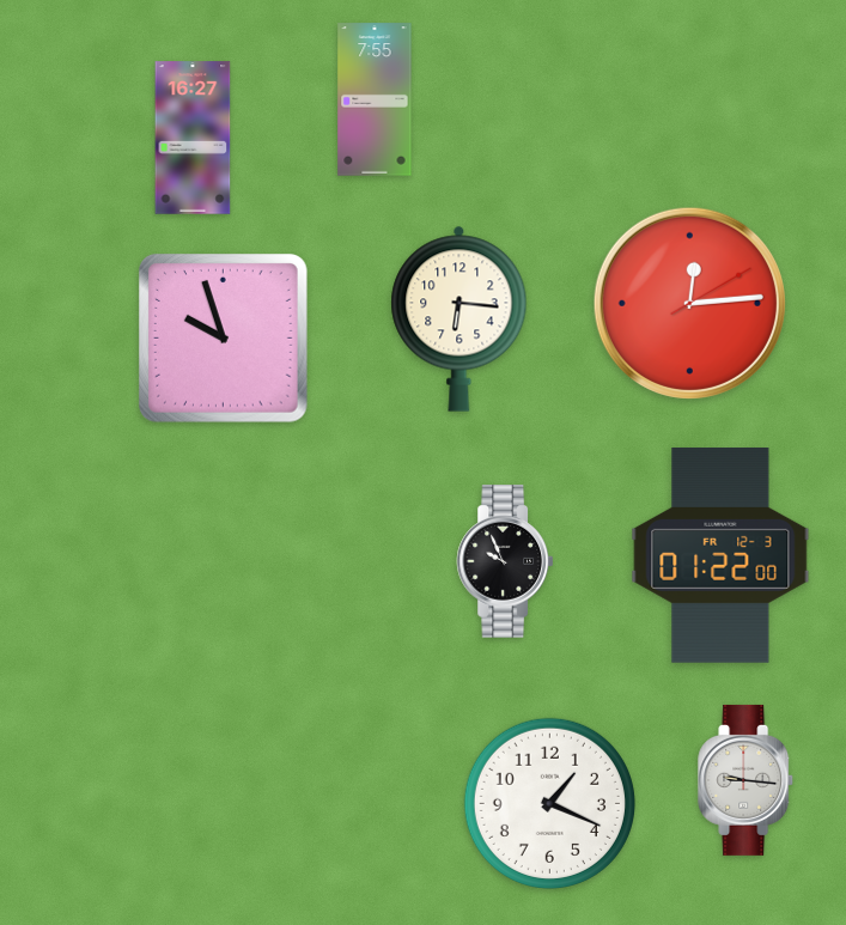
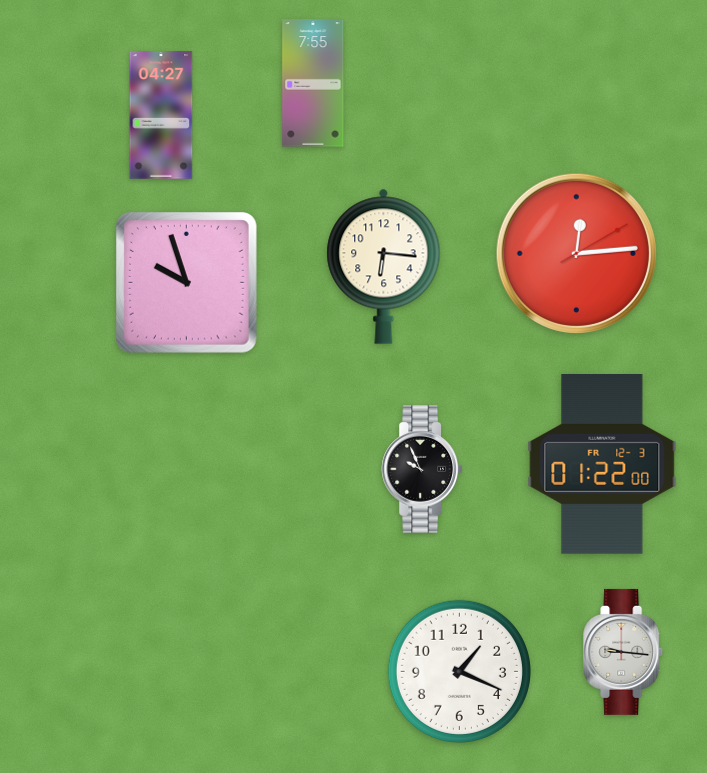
clock at (193, 138): 16:27 -> 04:27
